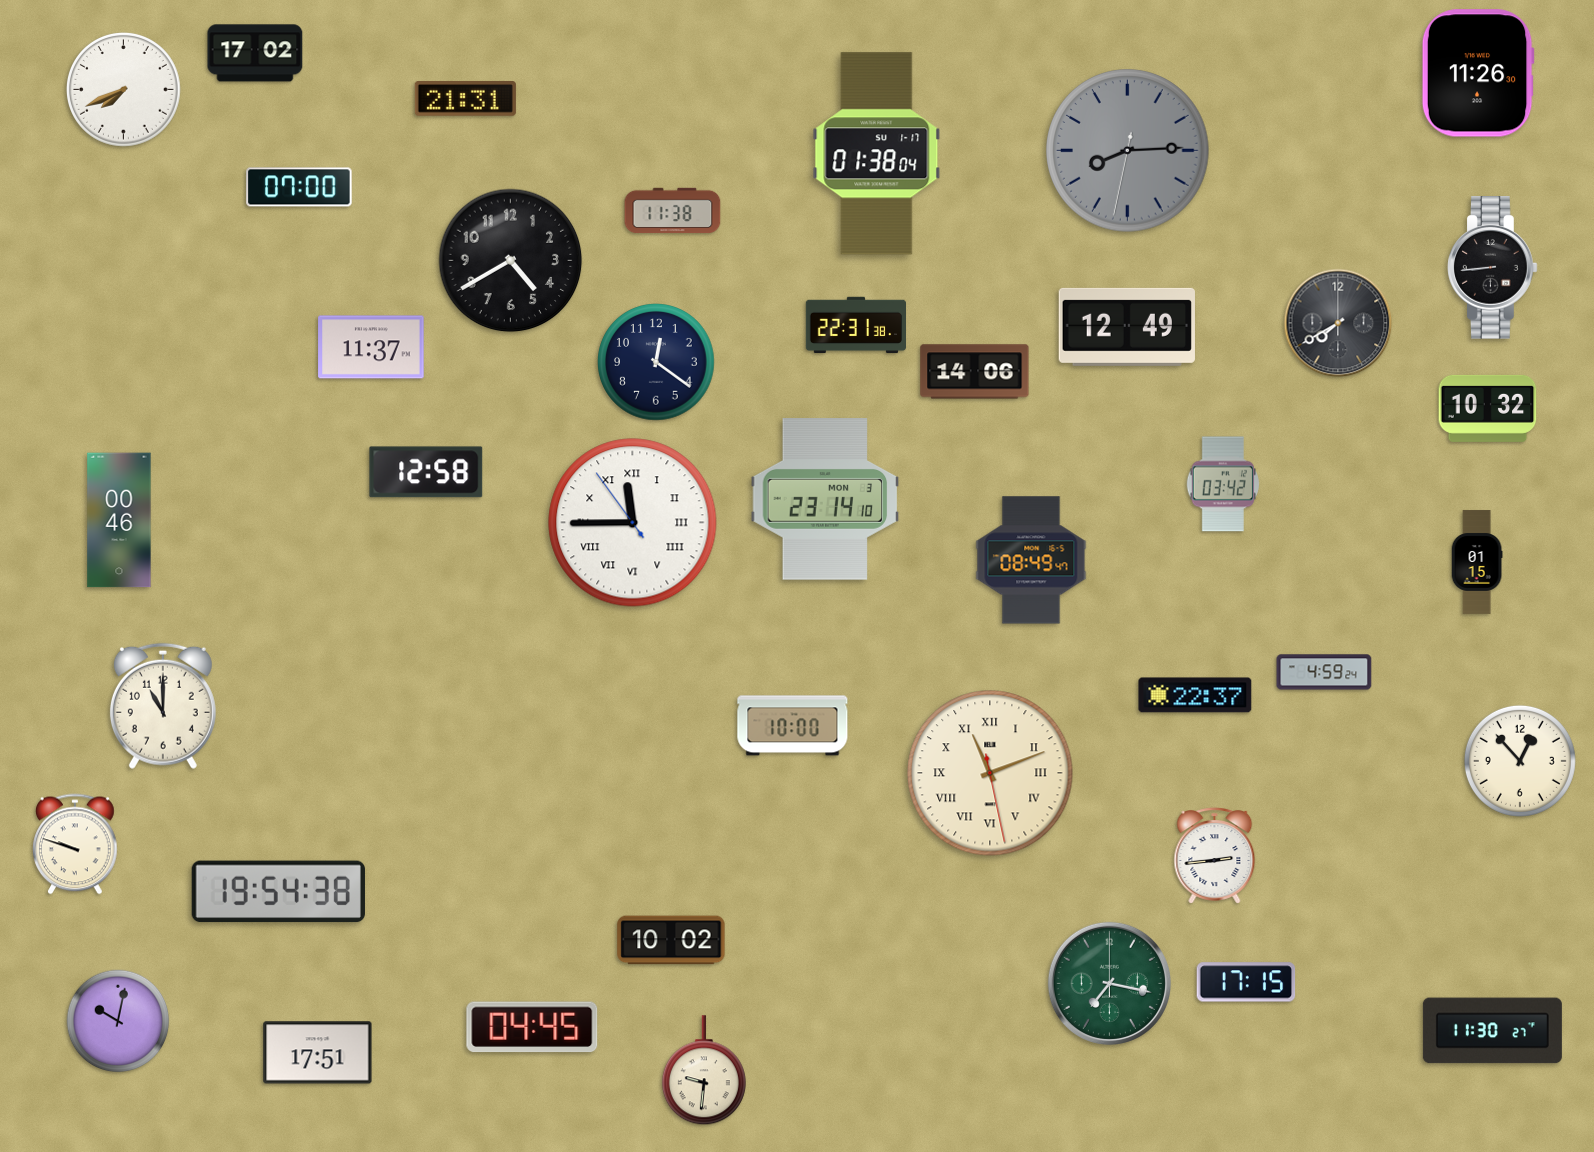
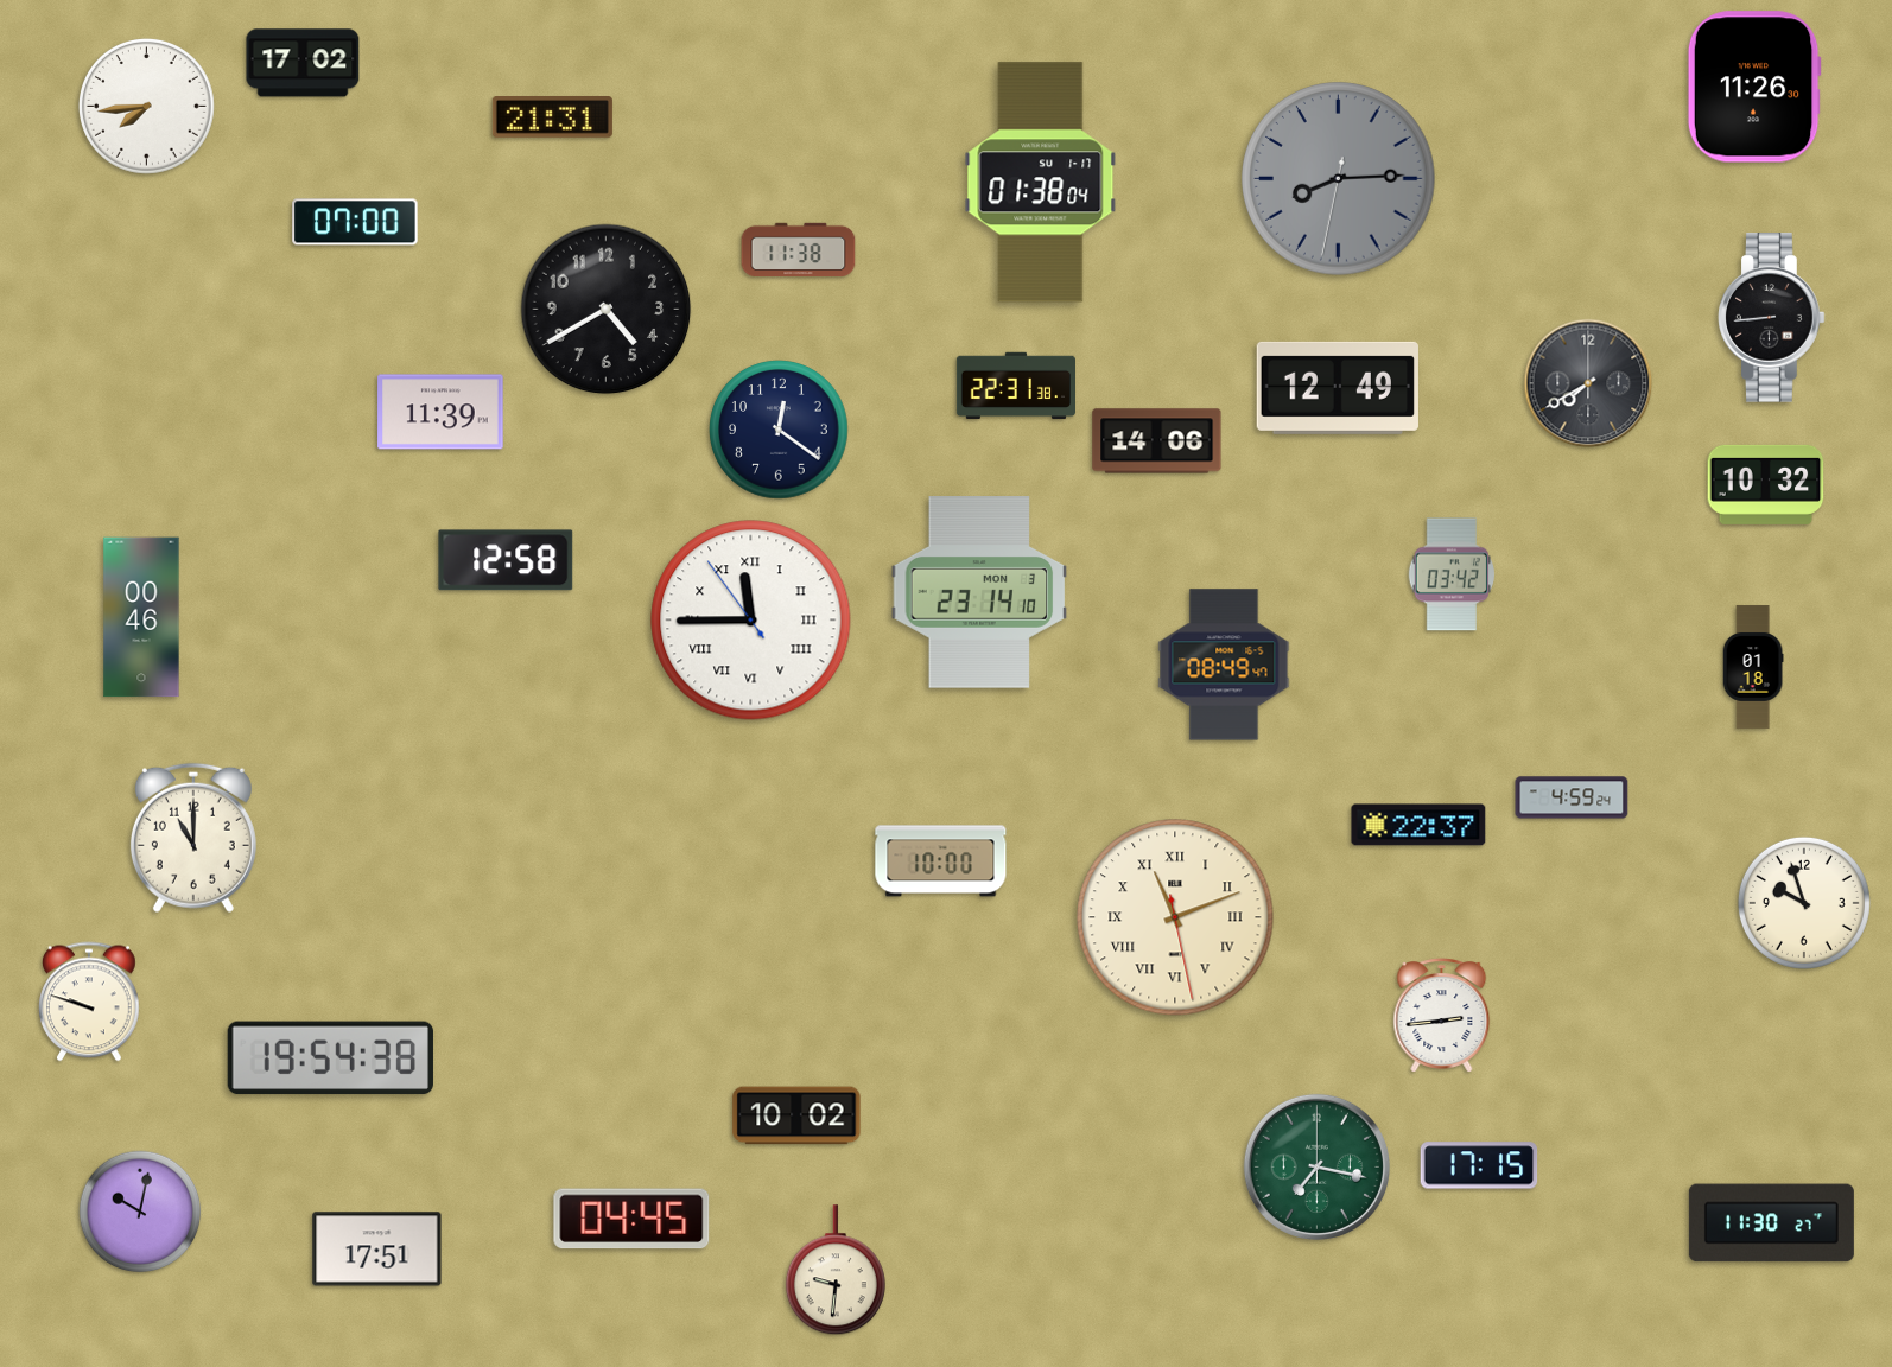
clock at (123, 89): 7:41 -> 7:44
clock at (371, 347): 11:37 -> 11:39
clock at (1477, 562): 01:15 -> 01:18
clock at (1520, 761): 12:53 -> 9:57
